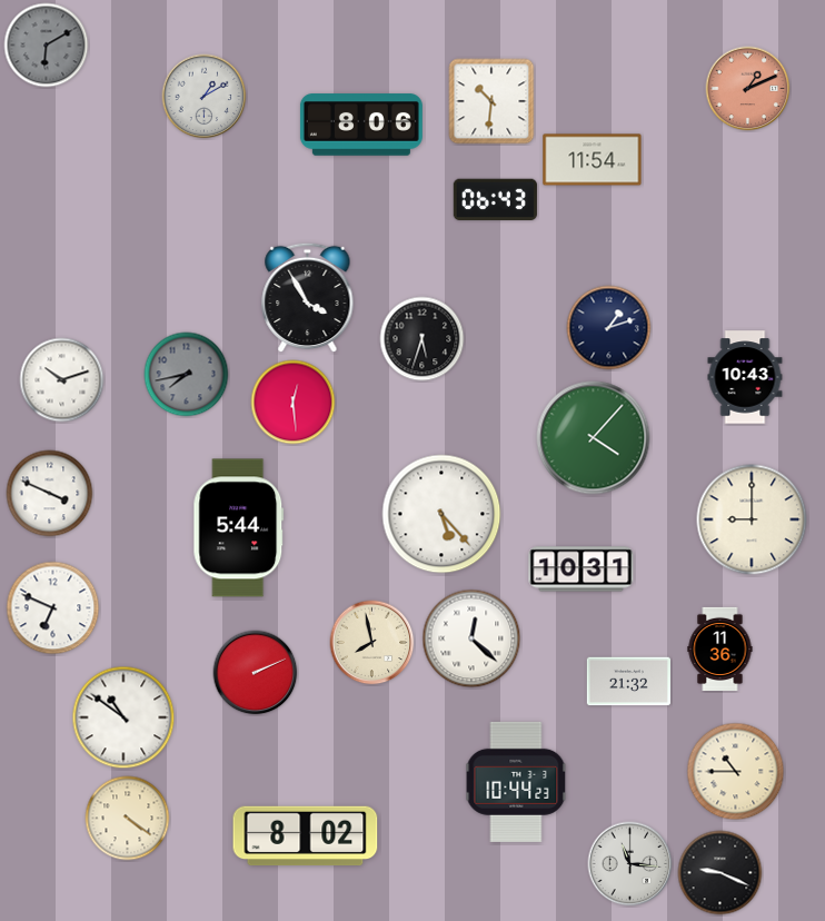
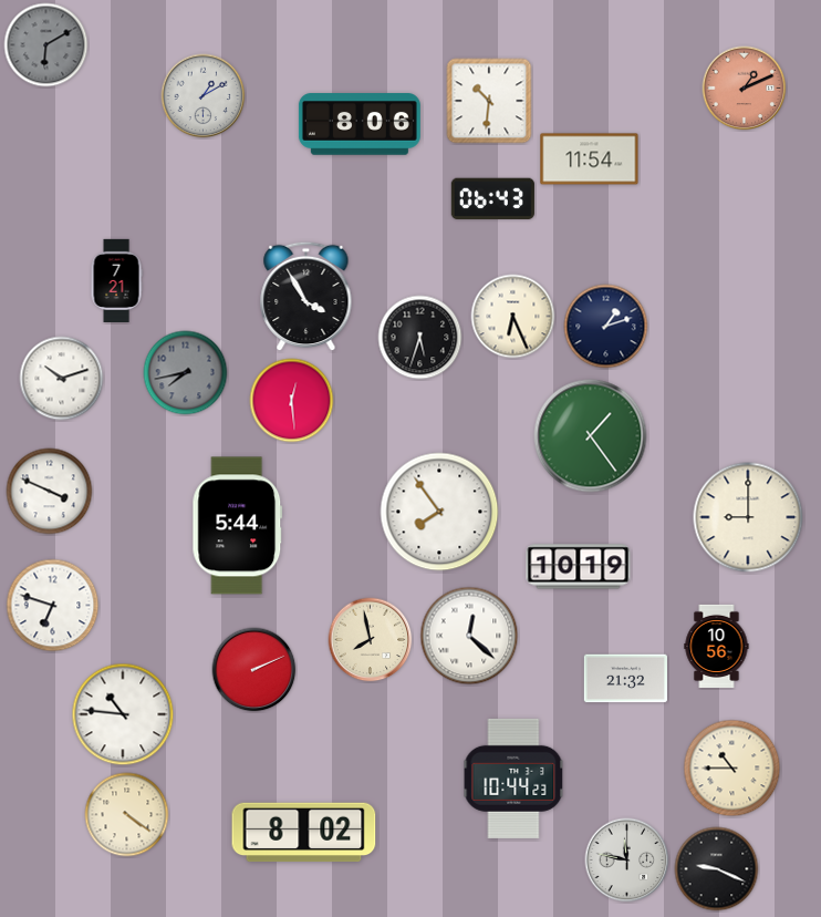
clock at (116, 280): none -> 7:21
clock at (513, 317): none -> 6:26
clock at (745, 377): 10:43 -> none
clock at (594, 438): 4:07 -> 1:24
clock at (441, 514): 5:23 -> 7:54
clock at (582, 570): 10:31 -> 10:19
clock at (53, 608): 6:49 -> 6:48
clock at (720, 648): 11:36 -> 10:56
clock at (123, 717): 10:51 -> 10:46
clock at (630, 864): 11:16 -> 11:47
